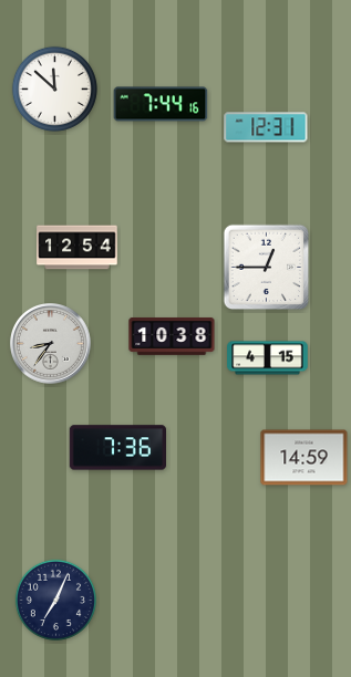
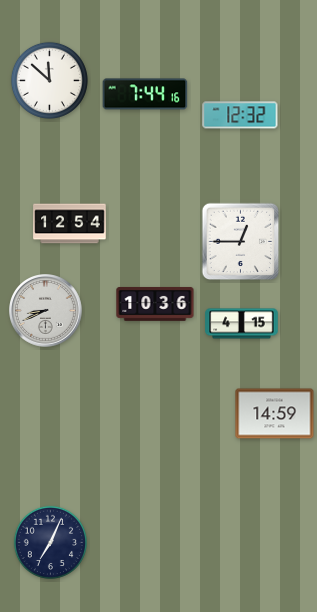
clock at (266, 127): 12:31 -> 12:32
clock at (172, 336): 10:38 -> 10:36
clock at (51, 344): 8:36 -> 8:41
clock at (117, 448): 7:36 -> none
